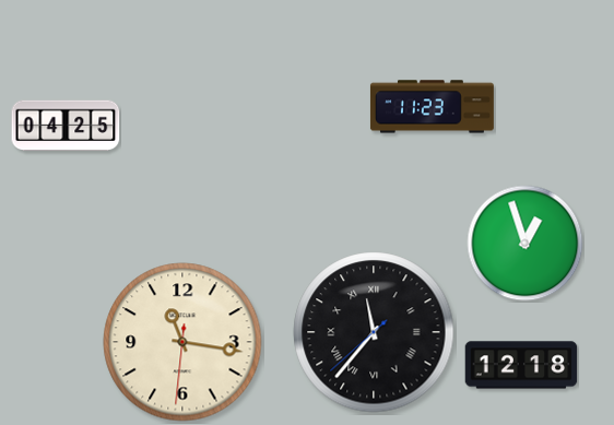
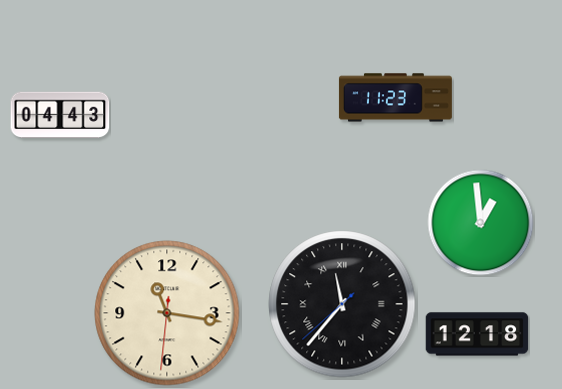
clock at (66, 126): 04:25 -> 04:43
clock at (526, 244): 12:57 -> 12:59
